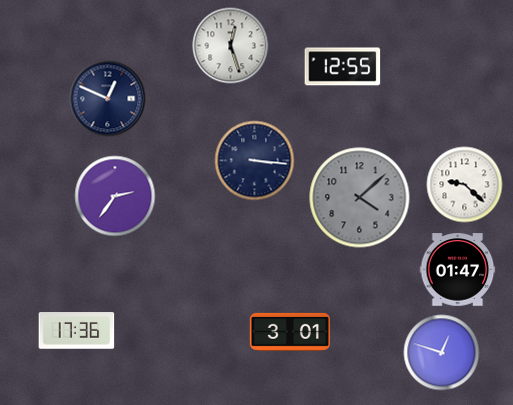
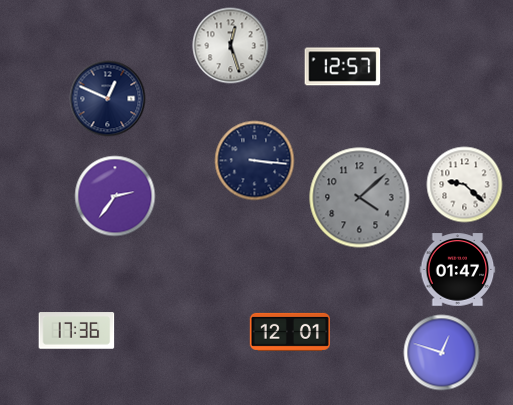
clock at (343, 67): 12:55 -> 12:57
clock at (289, 332): 3:01 -> 12:01
